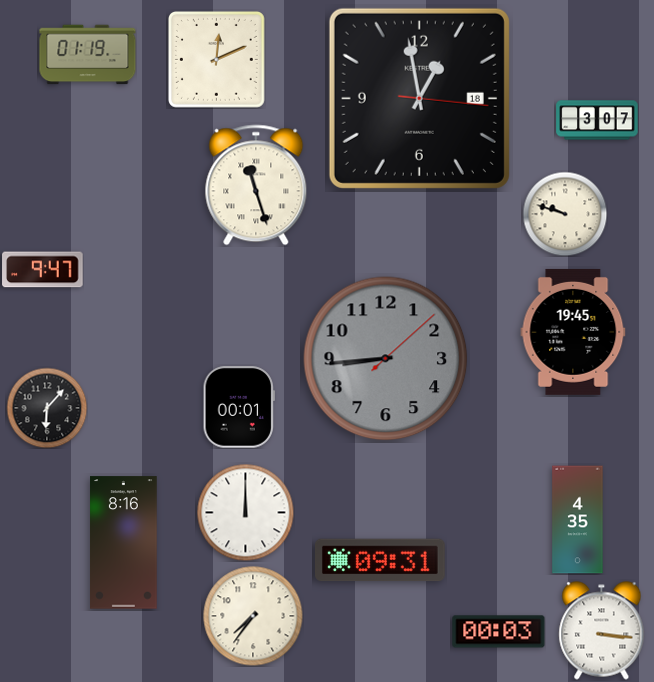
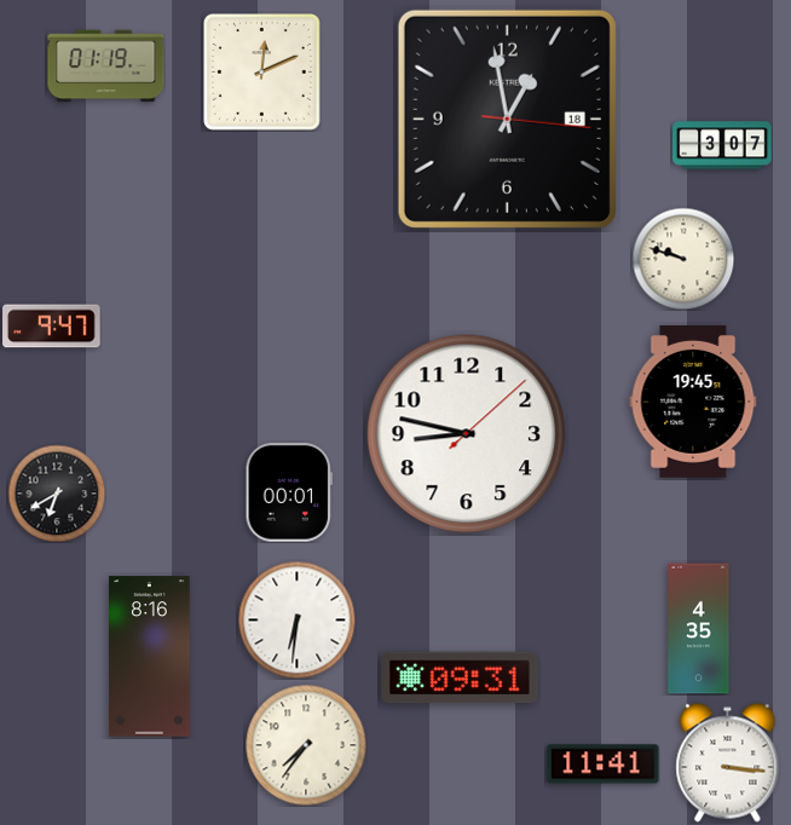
clock at (256, 185): 11:27 -> none
clock at (386, 359): 8:44 -> 8:47
clock at (386, 359) dial: grey -> white
clock at (47, 408): 6:07 -> 6:40
clock at (245, 512): 12:00 -> 6:31
clock at (499, 632): 00:03 -> 11:41
